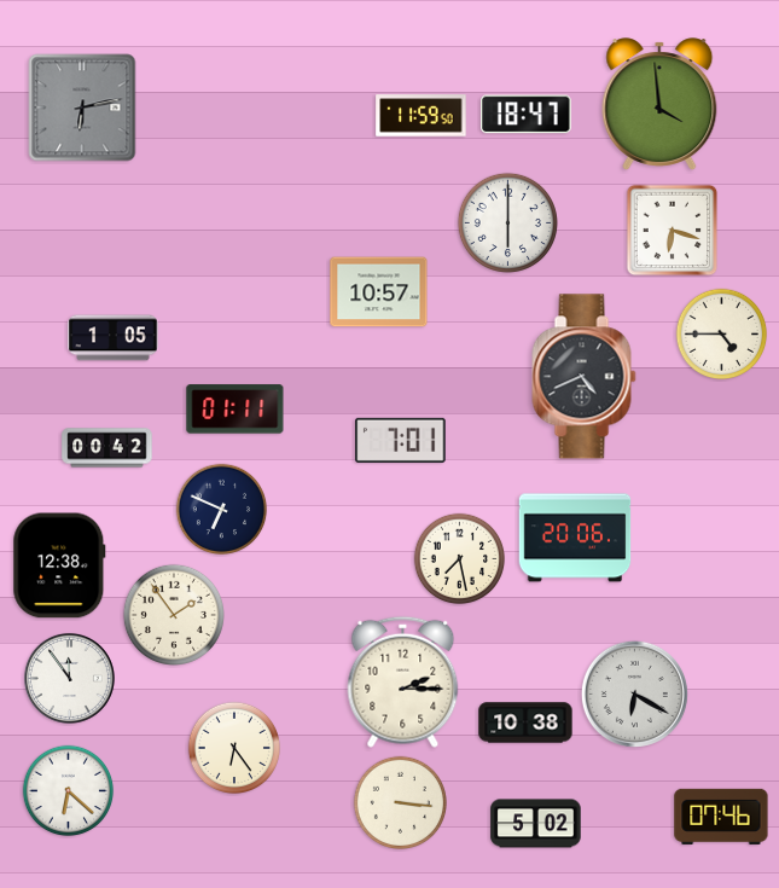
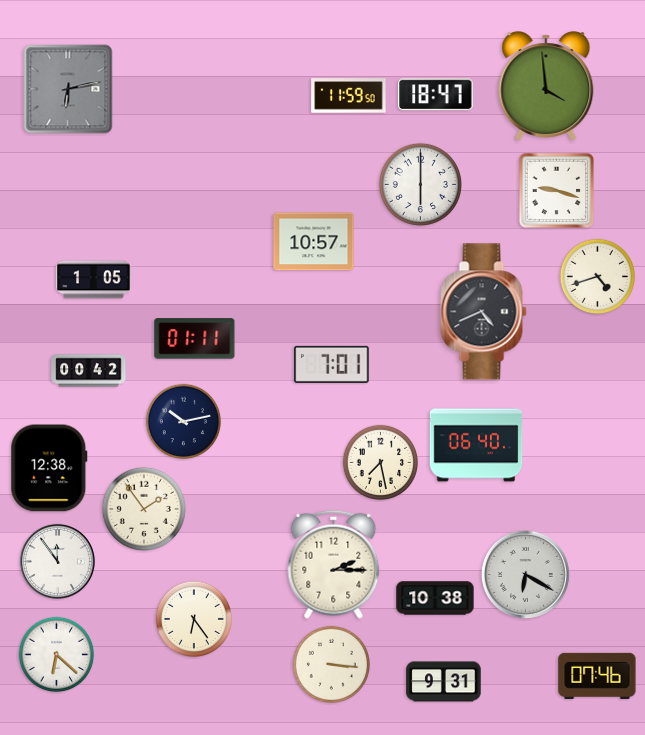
clock at (673, 231): 6:18 -> 9:18
clock at (722, 335): 4:45 -> 4:42
clock at (222, 510): 6:49 -> 10:13
clock at (575, 538): 20:06 -> 06:40
clock at (536, 824): 5:02 -> 9:31
